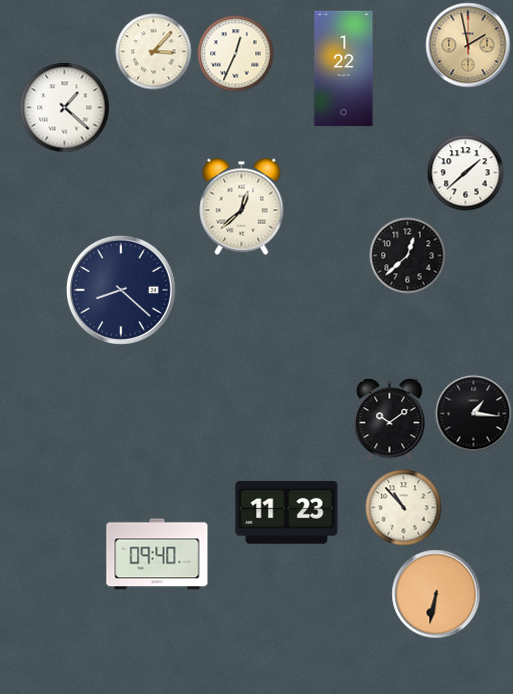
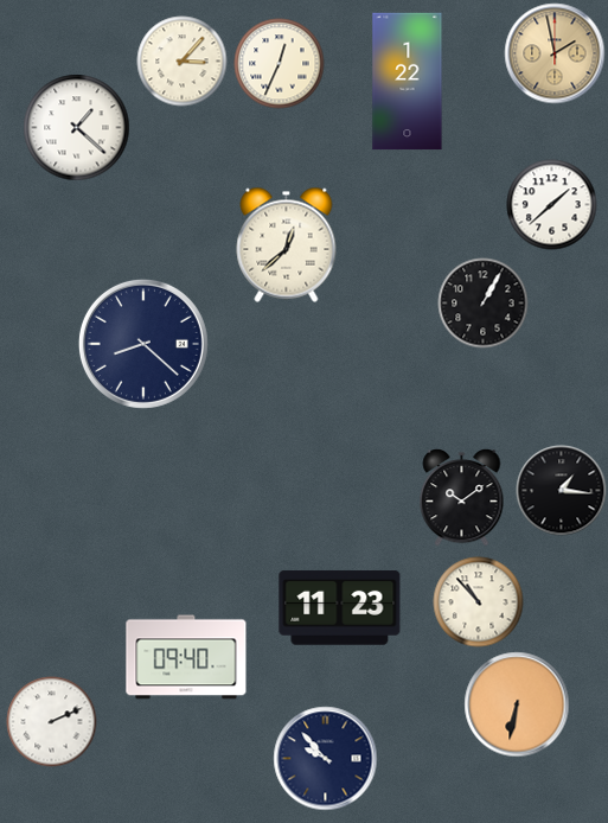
clock at (408, 256): 12:38 -> 1:05
clock at (52, 722): none -> 2:11
clock at (326, 759): none -> 9:53
